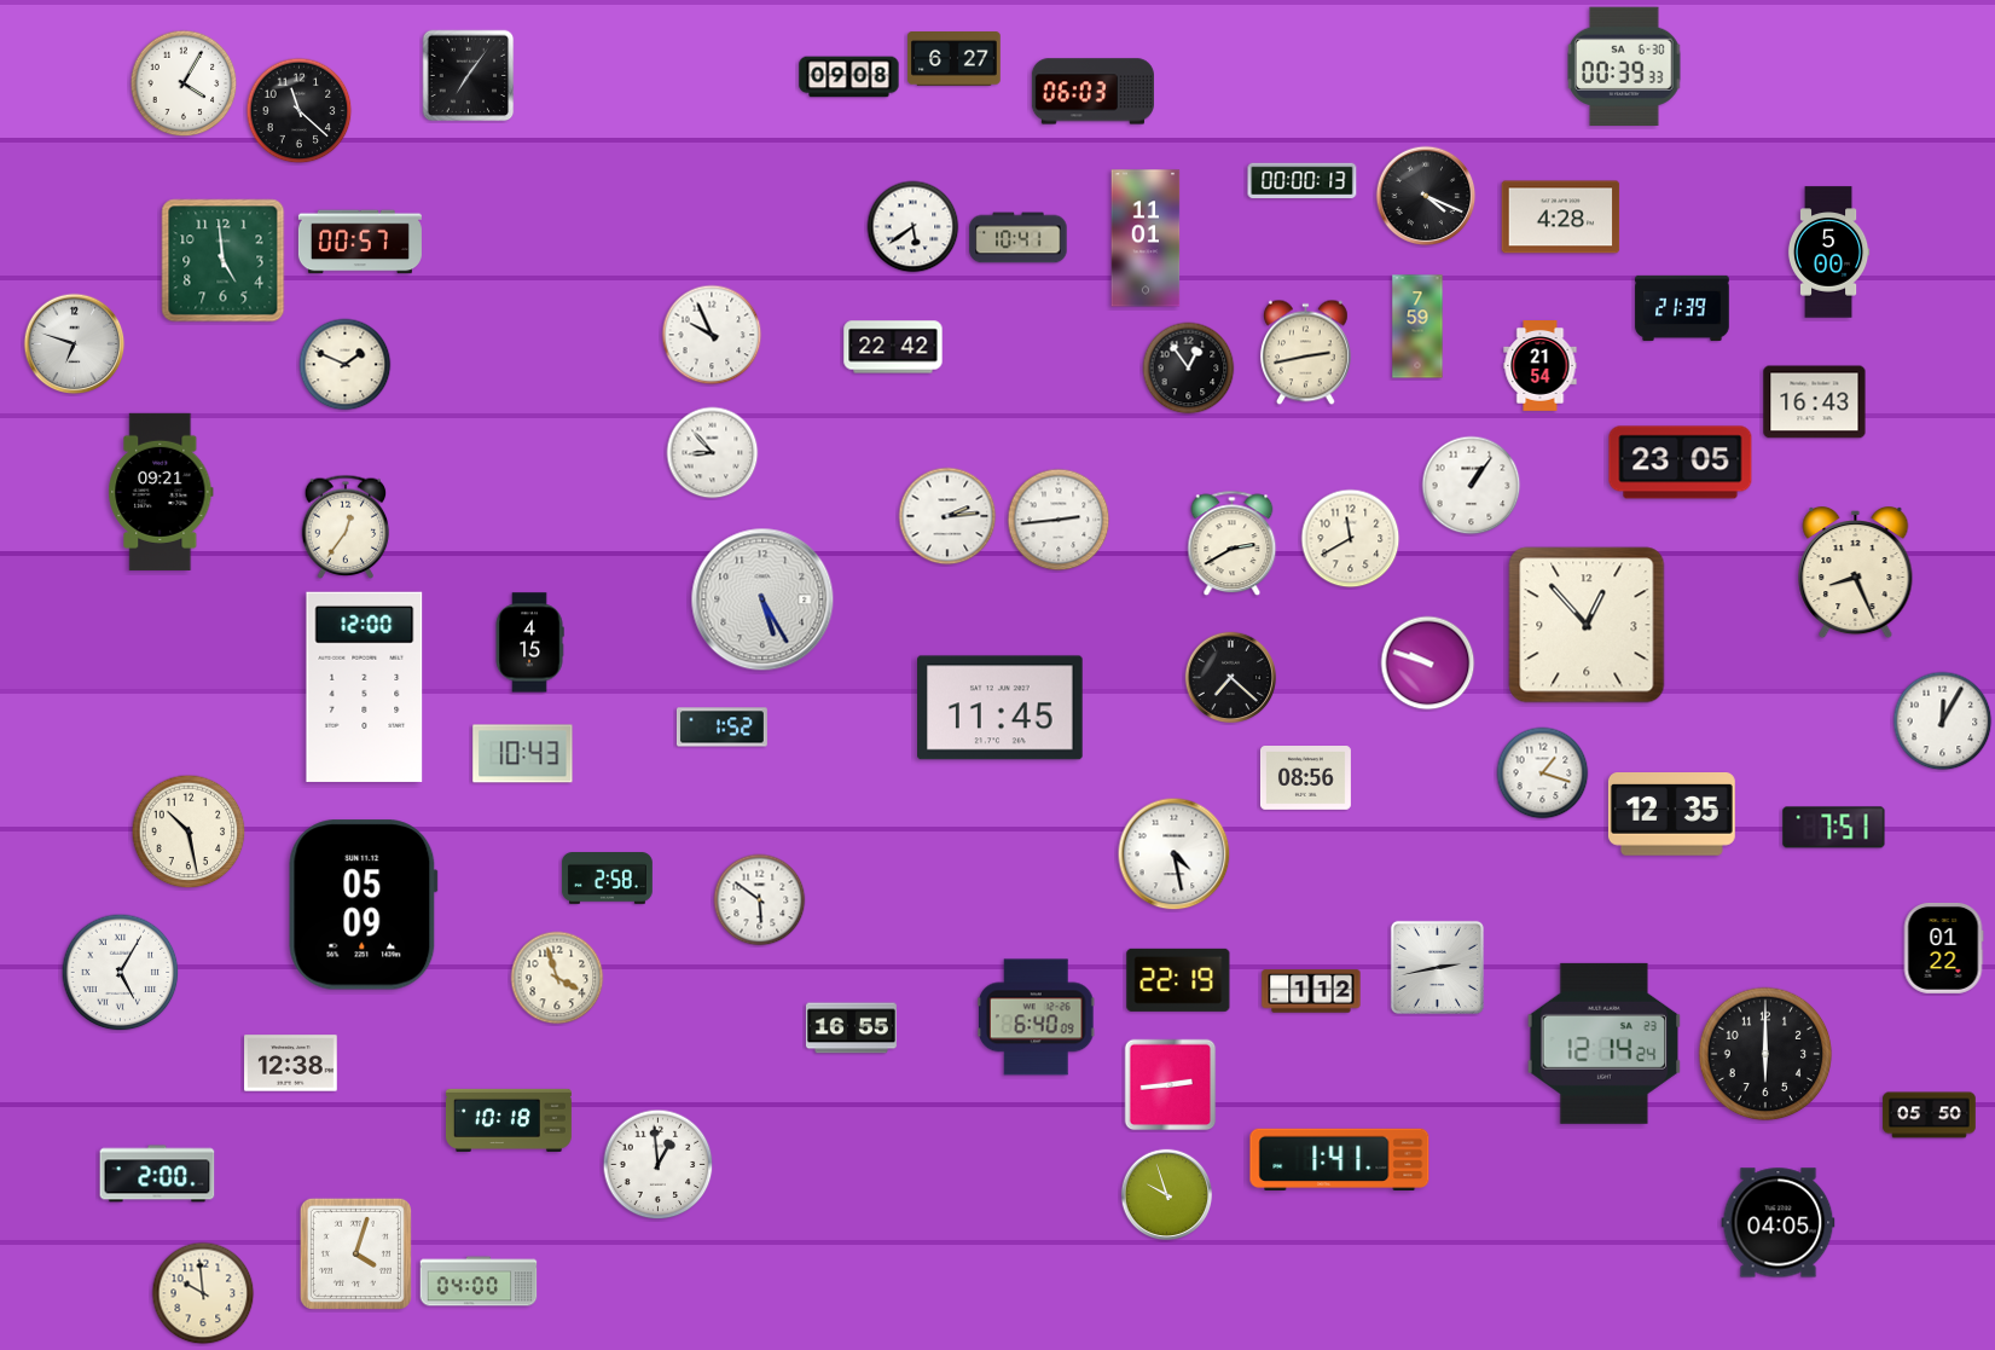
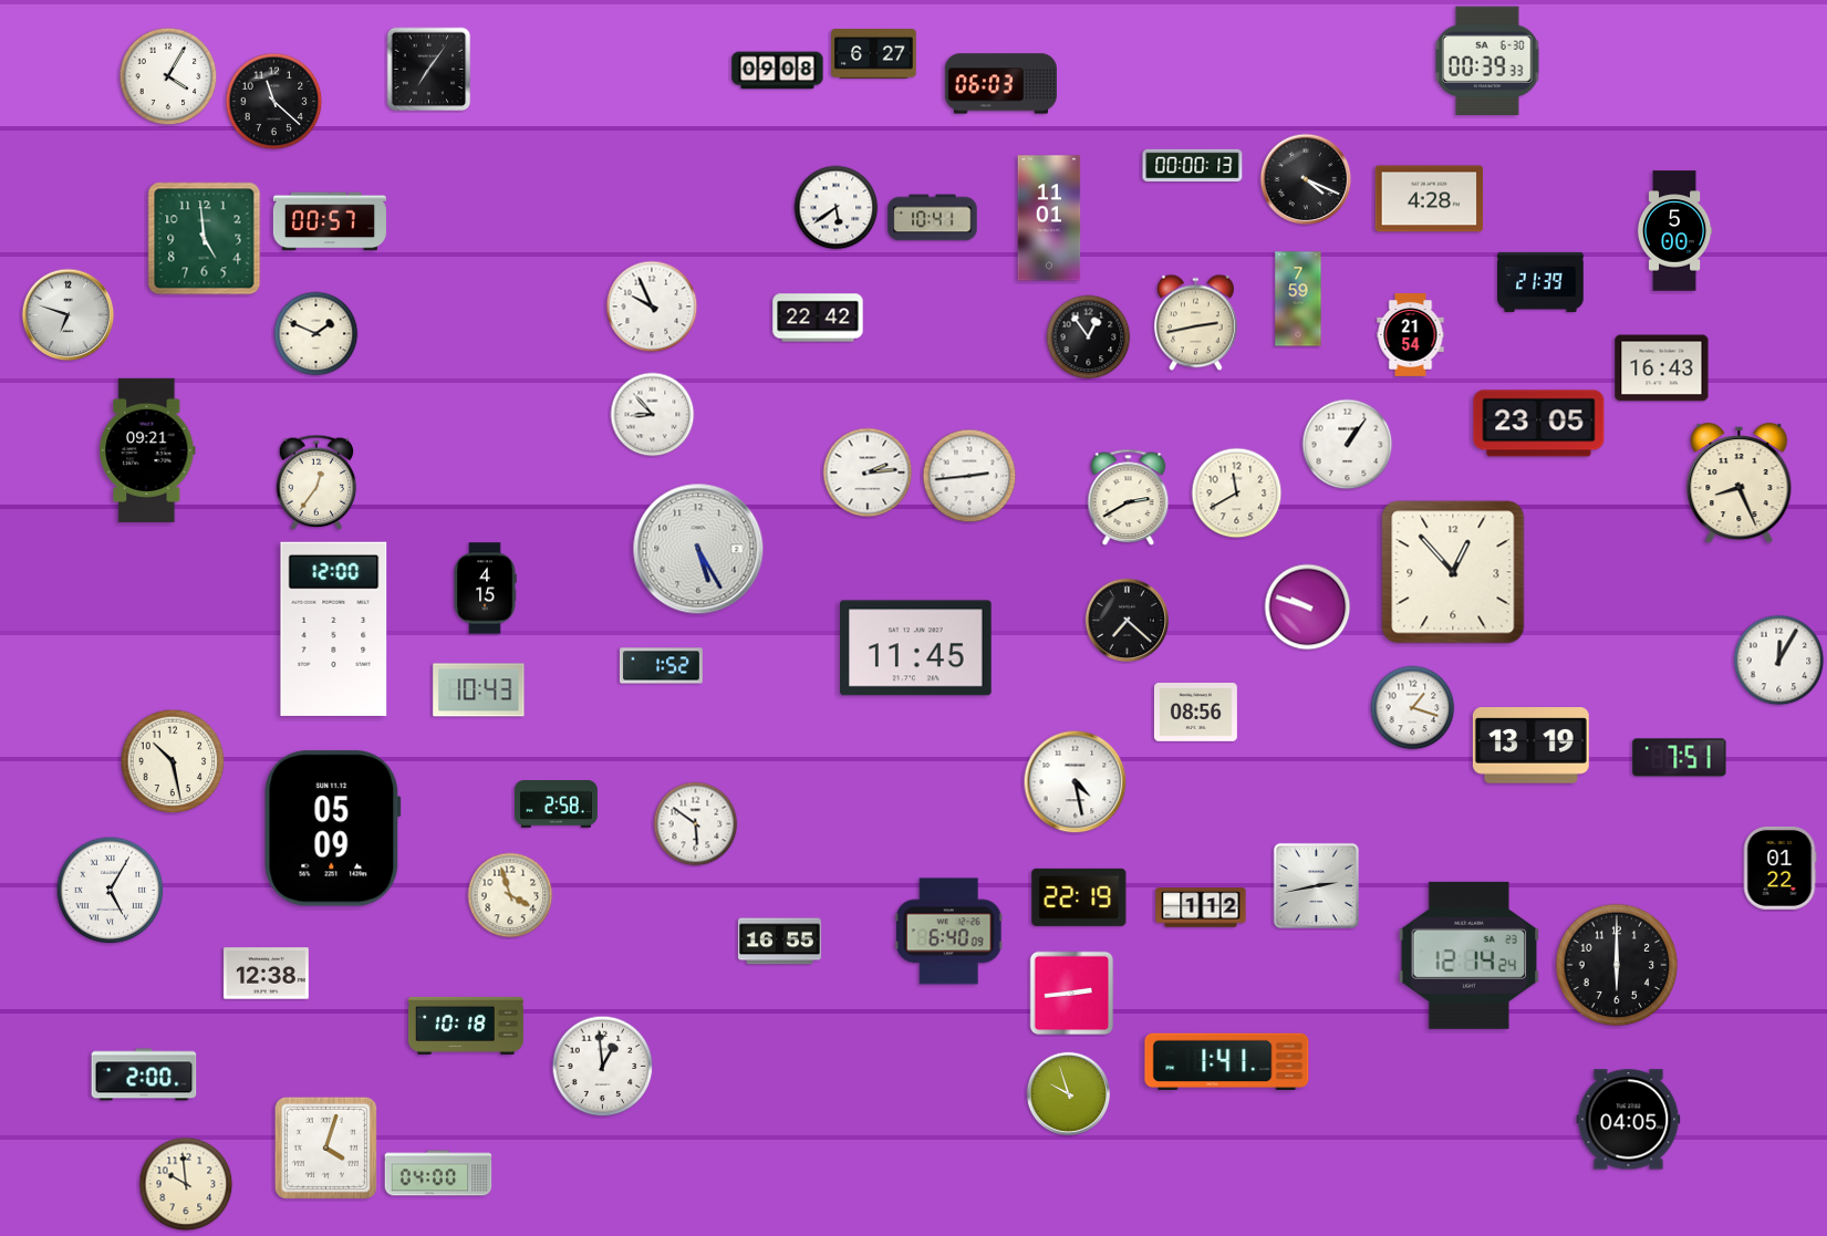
clock at (1856, 574) position: (1856, 574) -> (1740, 485)
clock at (1671, 815): 12:35 -> 13:19
clock at (1930, 1116): 05:50 -> none
